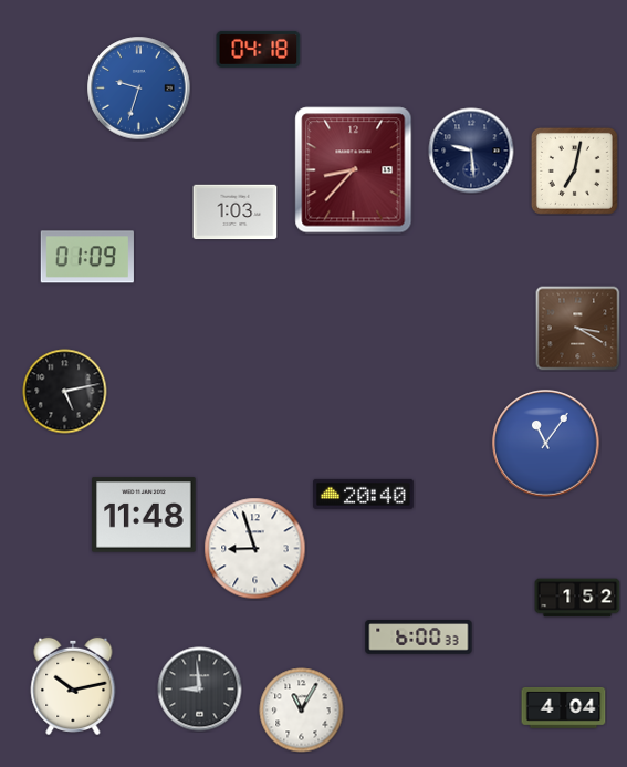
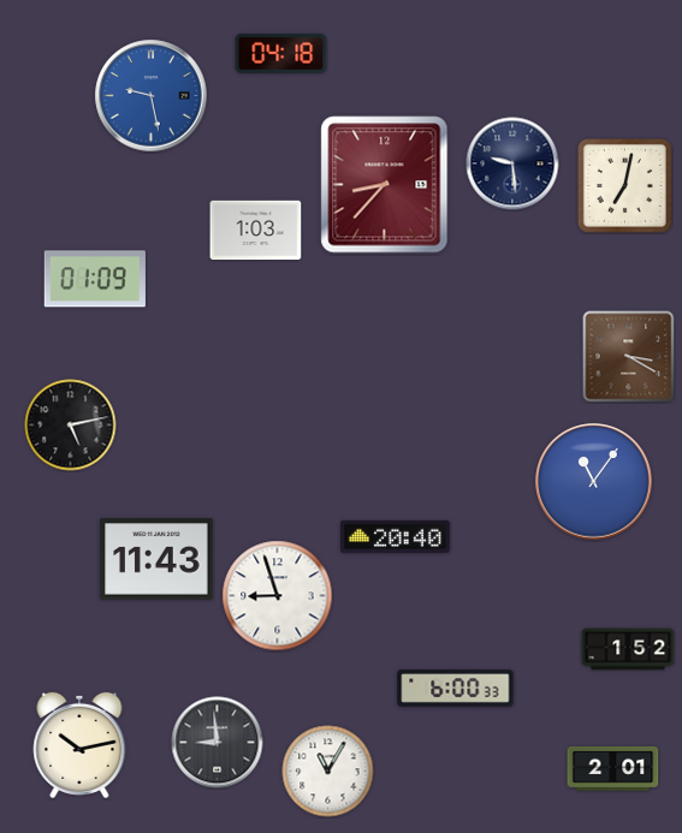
clock at (139, 89): 9:33 -> 9:28
clock at (144, 515): 11:48 -> 11:43
clock at (419, 638) position: (419, 638) -> (456, 689)
clock at (200, 690) position: (200, 690) -> (218, 743)
clock at (564, 707): 4:04 -> 2:01
